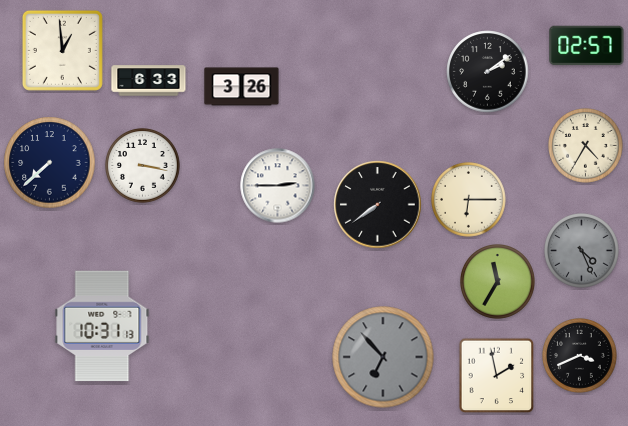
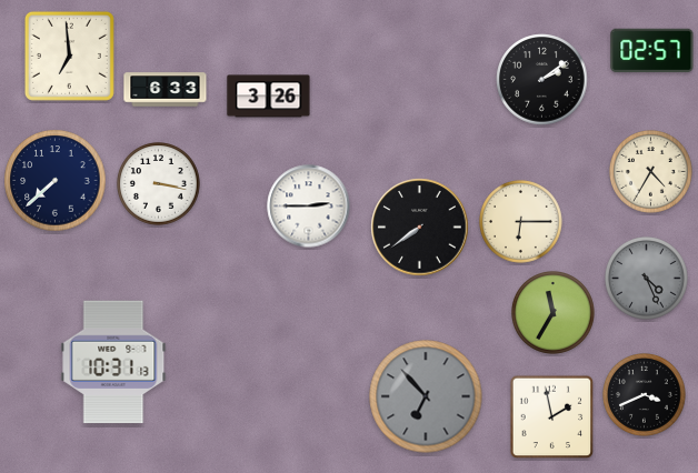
clock at (62, 50): 12:59 -> 6:59
clock at (586, 146) position: (586, 146) -> (651, 172)
